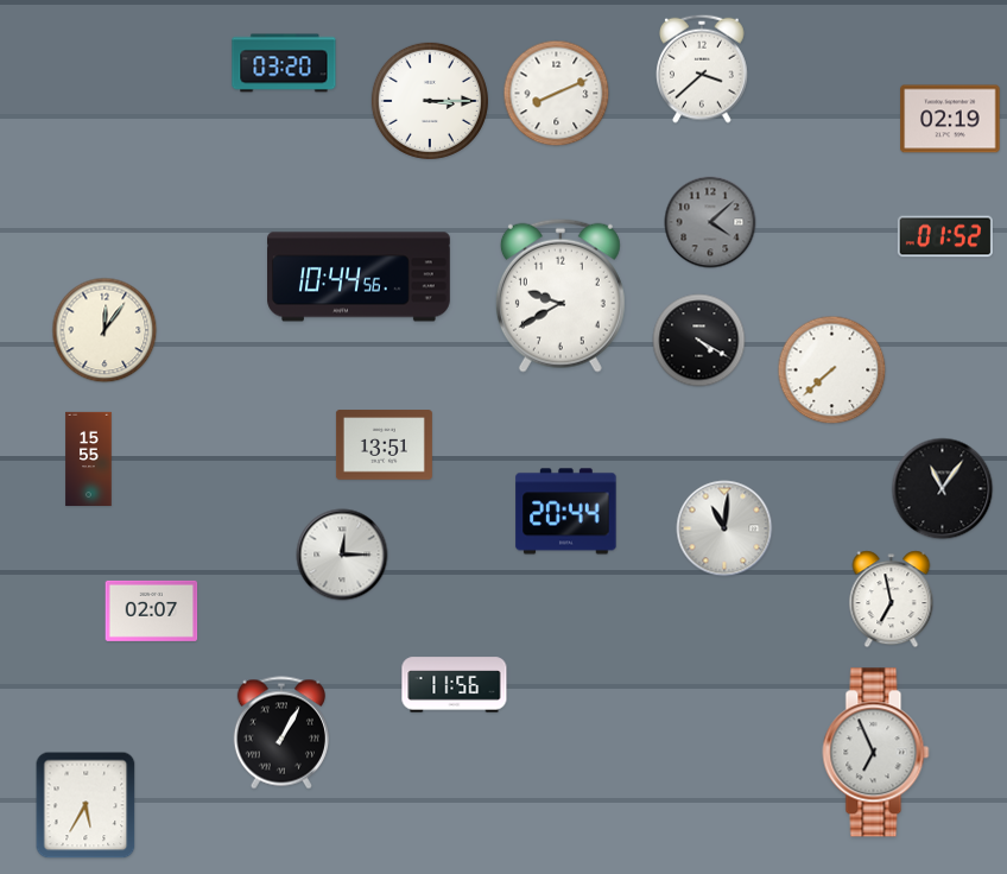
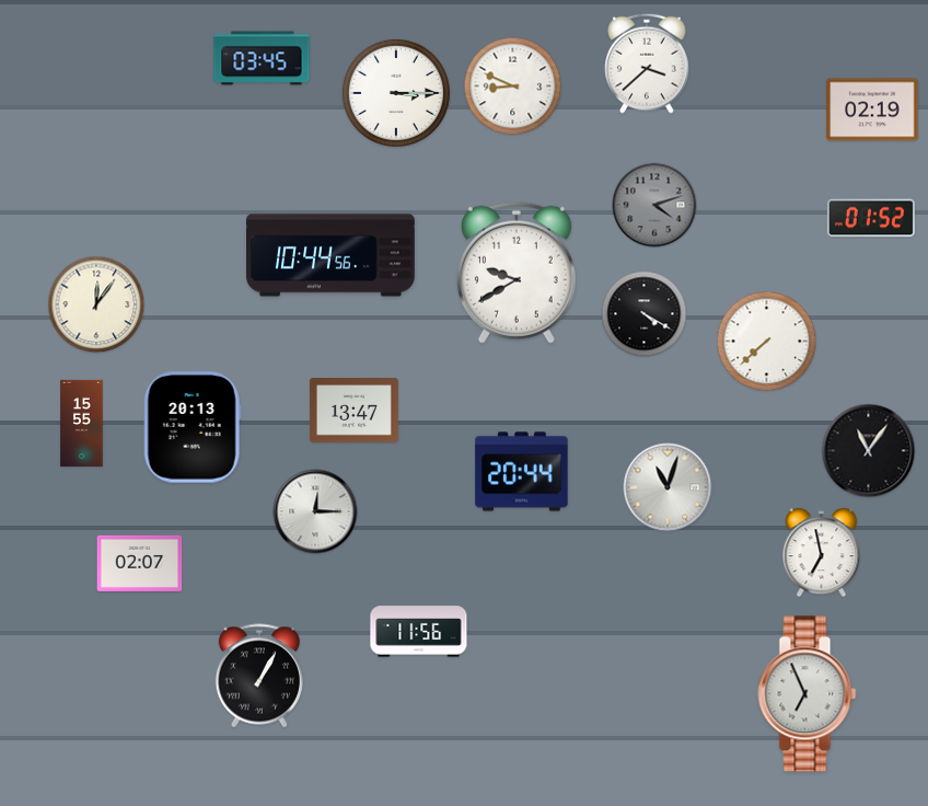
clock at (284, 63): 03:20 -> 03:45
clock at (557, 94): 8:11 -> 8:49
clock at (950, 119) position: (950, 119) -> (872, 110)
clock at (710, 222): 4:08 -> 4:12
clock at (384, 445): 13:51 -> 13:47
clock at (193, 427): none -> 20:13
clock at (724, 528): 11:01 -> 11:03
clock at (85, 805): 5:35 -> none
